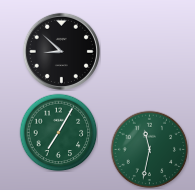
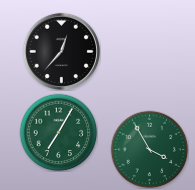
clock at (61, 51): 8:52 -> 12:37
clock at (149, 149): 11:32 -> 3:55
